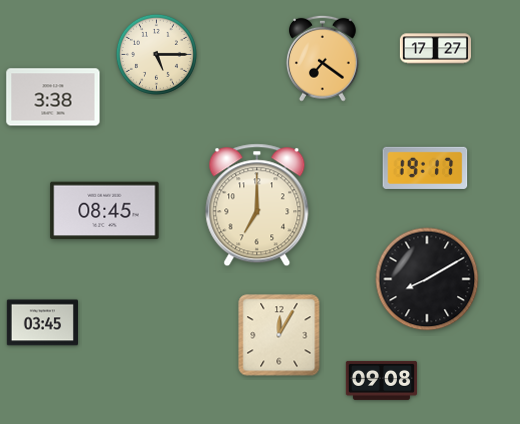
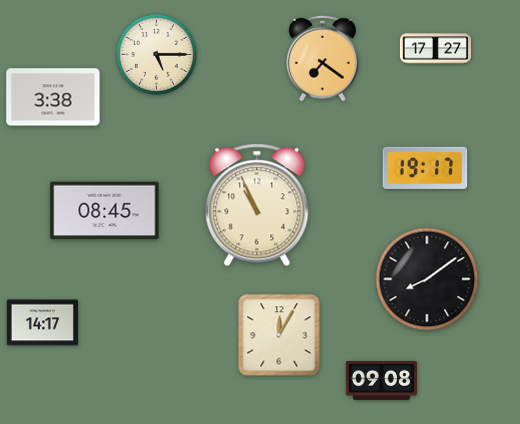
clock at (257, 205): 7:00 -> 10:56
clock at (427, 279): 8:10 -> 8:09
clock at (42, 323): 03:45 -> 14:17
